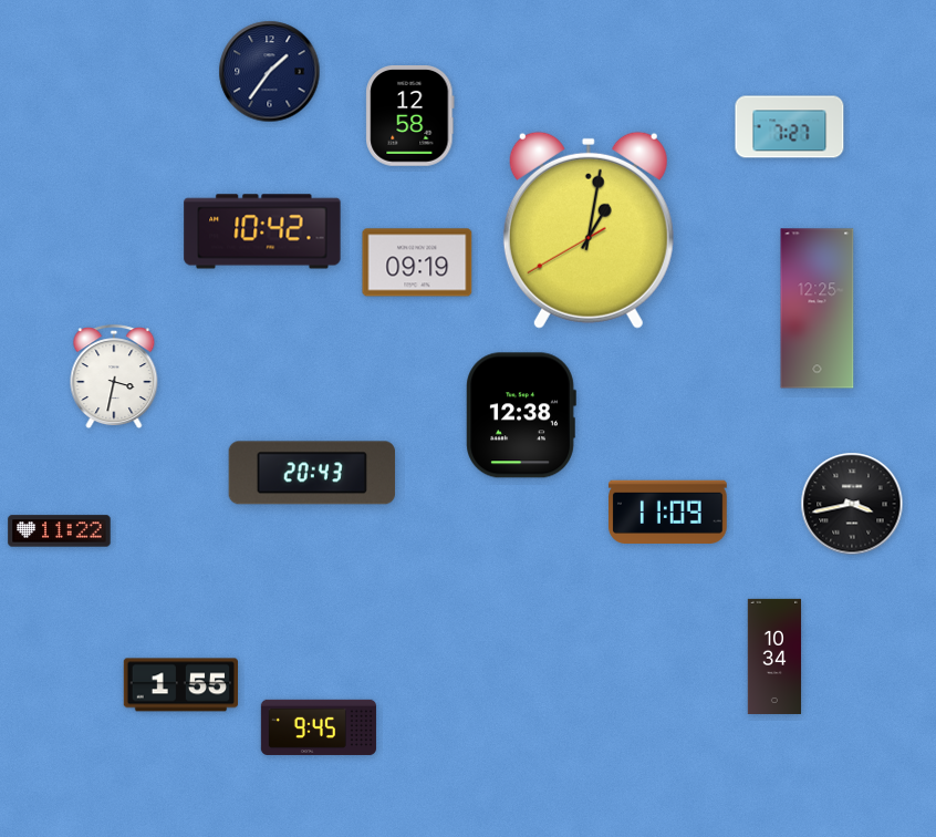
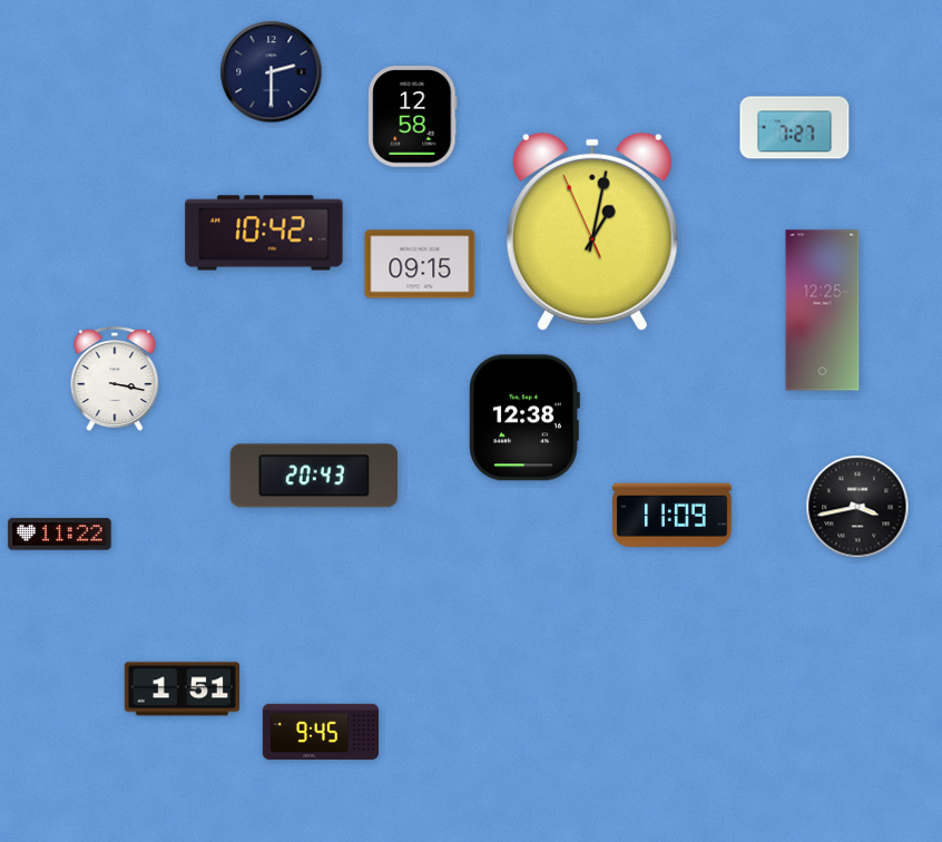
clock at (270, 72): 1:36 -> 2:30
clock at (589, 230): 1:01:40 -> 1:01:56
clock at (417, 262): 09:19 -> 09:15
clock at (114, 378): 3:32 -> 3:17
clock at (774, 657): 10:34 -> none
clock at (180, 685): 1:55 -> 1:51
